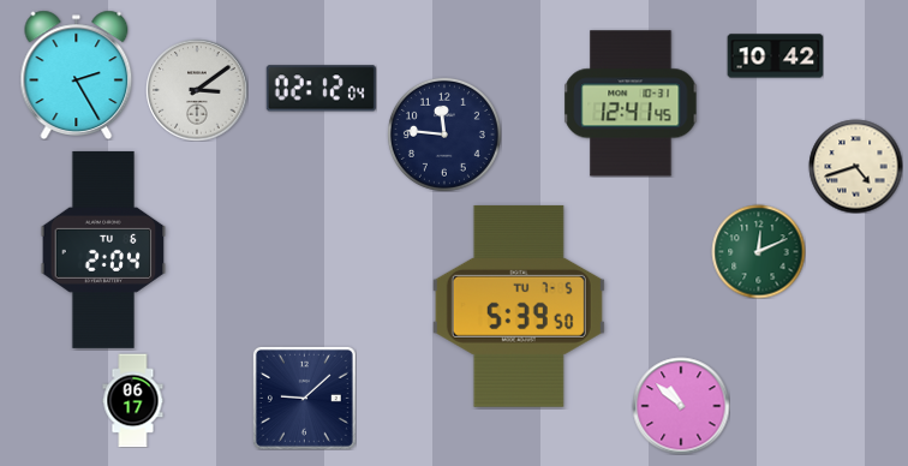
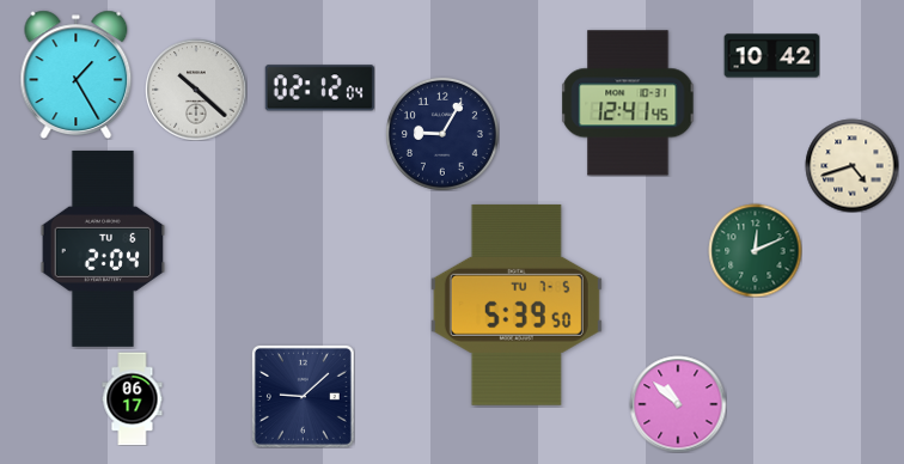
clock at (77, 74): 2:25 -> 1:25
clock at (197, 90): 3:09 -> 10:22
clock at (444, 135): 11:46 -> 9:05
